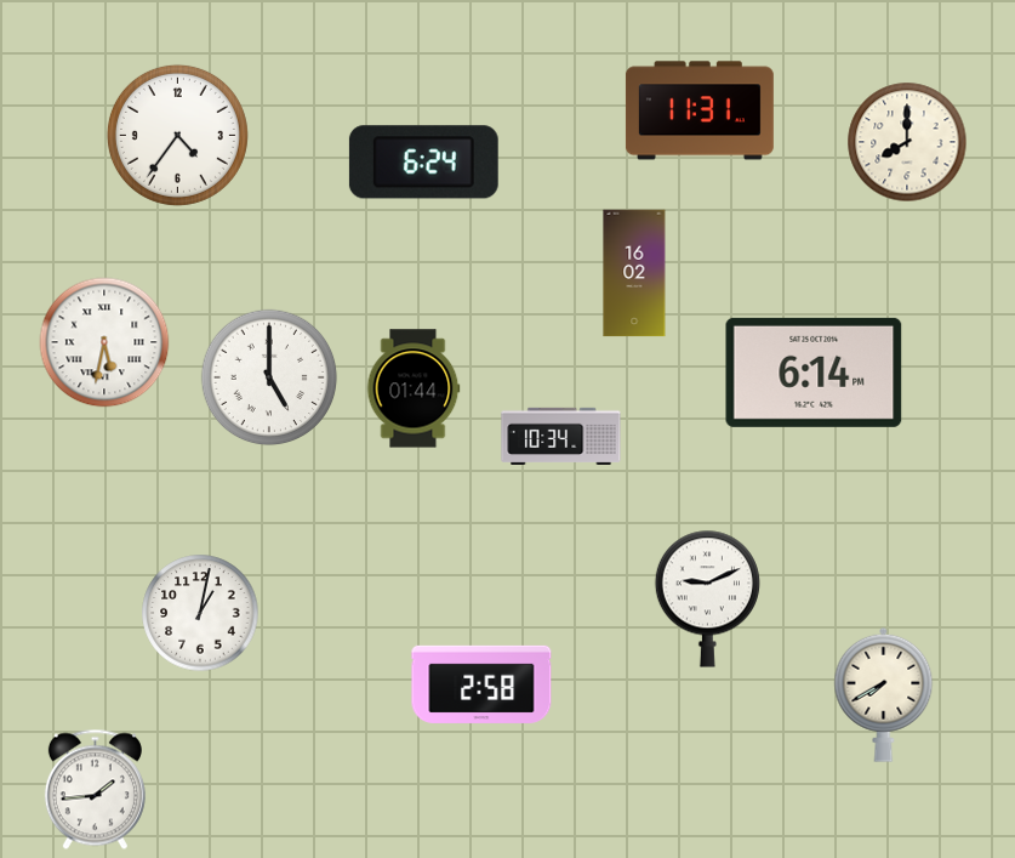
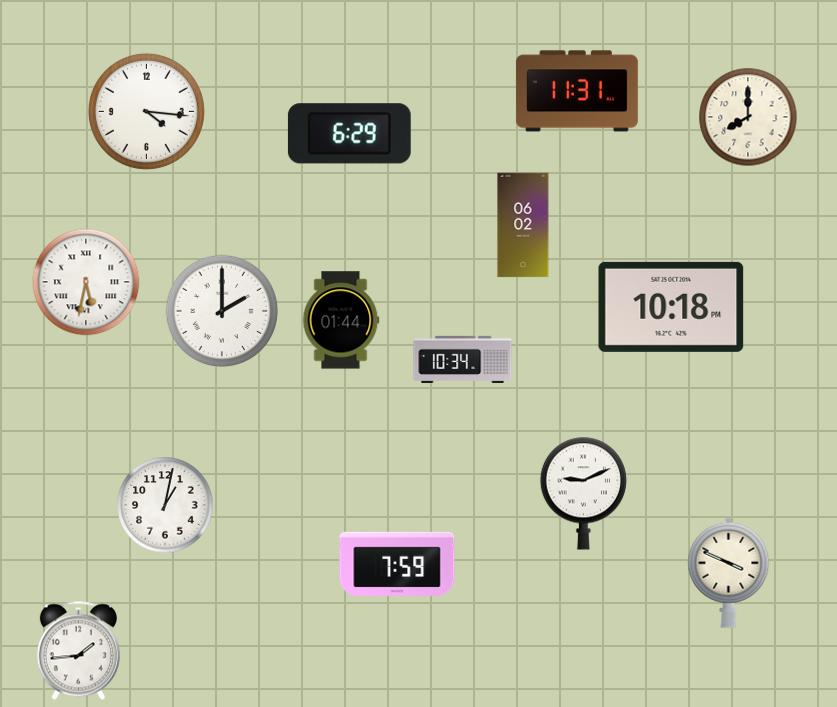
clock at (177, 135): 4:36 -> 4:16
clock at (423, 163): 6:24 -> 6:29
clock at (634, 273): 16:02 -> 06:02
clock at (814, 373): 6:14 -> 10:18
clock at (269, 377): 5:00 -> 2:00
clock at (481, 684): 2:58 -> 7:59
clock at (884, 694): 7:40 -> 3:49
